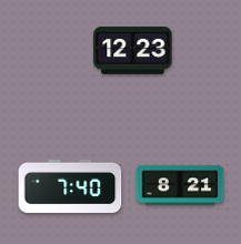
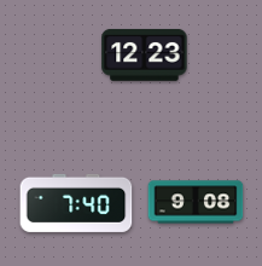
clock at (180, 185): 8:21 -> 9:08
